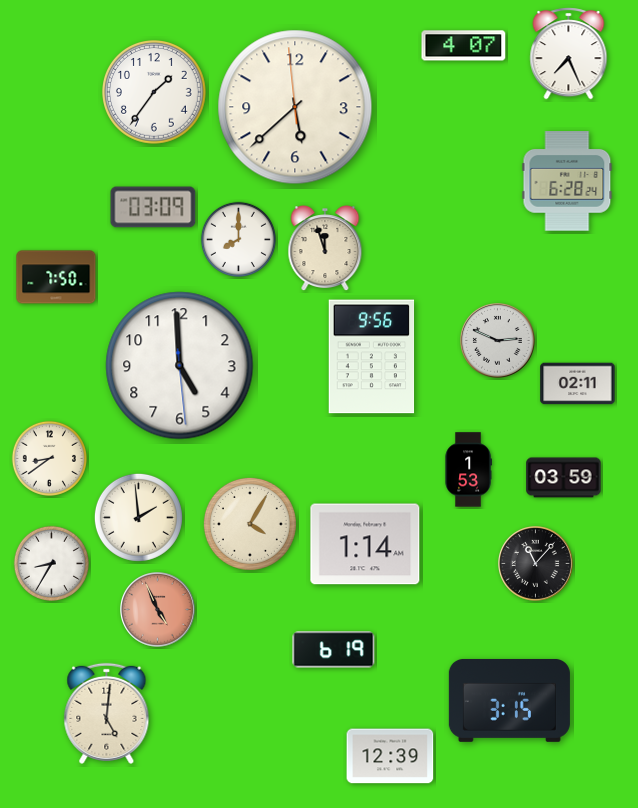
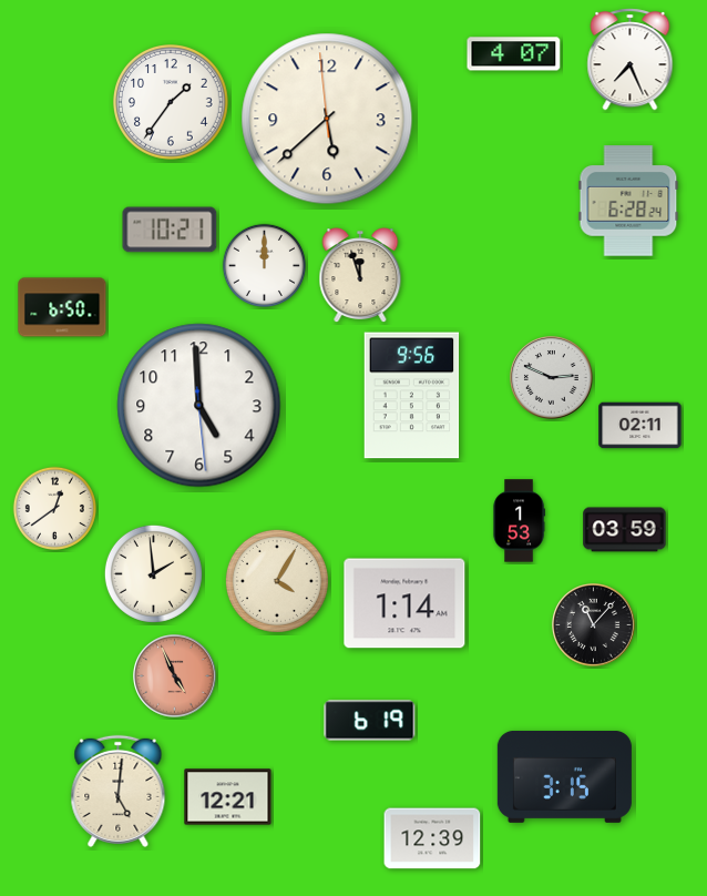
clock at (464, 46) position: (464, 46) -> (514, 54)
clock at (153, 207): 03:09 -> 10:21
clock at (238, 239): 8:00 -> 12:00
clock at (56, 277): 7:50 -> 6:50
clock at (49, 458): 8:39 -> 12:39
clock at (51, 563): 8:35 -> none
clock at (228, 797): none -> 12:21
